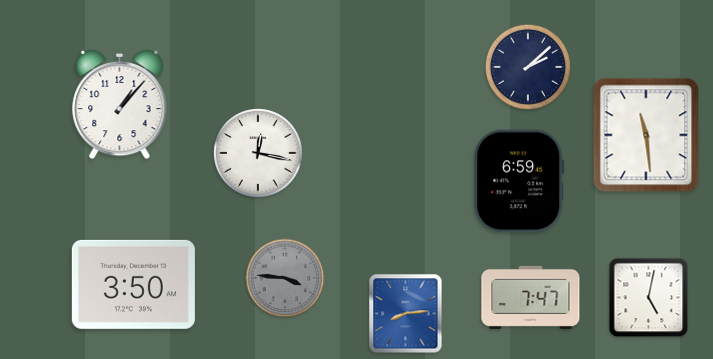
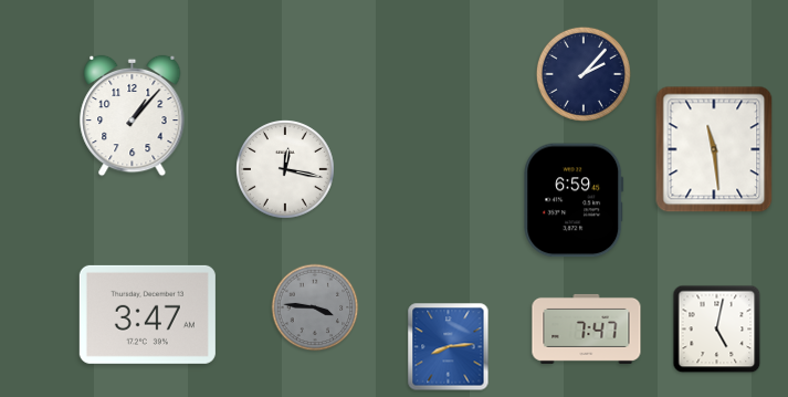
clock at (528, 67): 2:08 -> 2:07
clock at (133, 284): 3:50 -> 3:47
